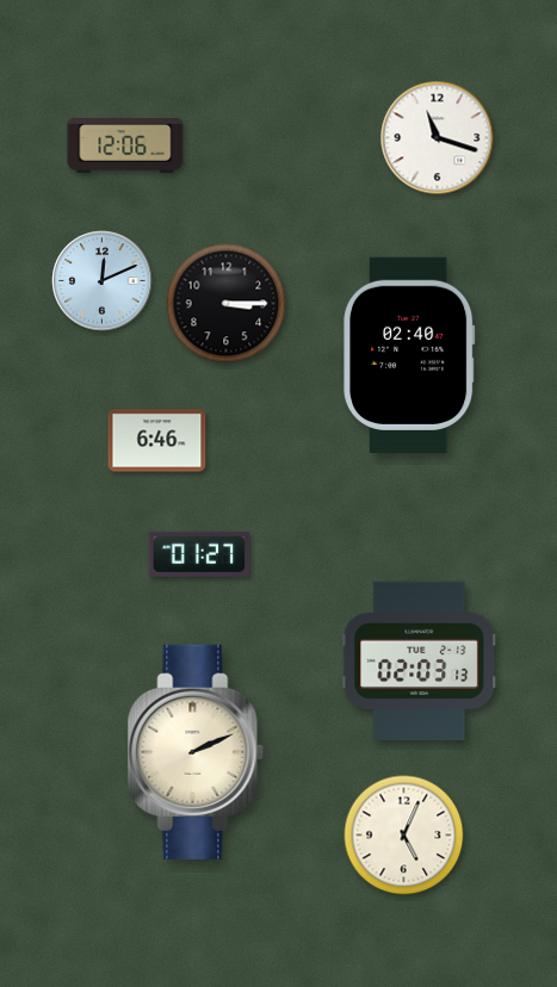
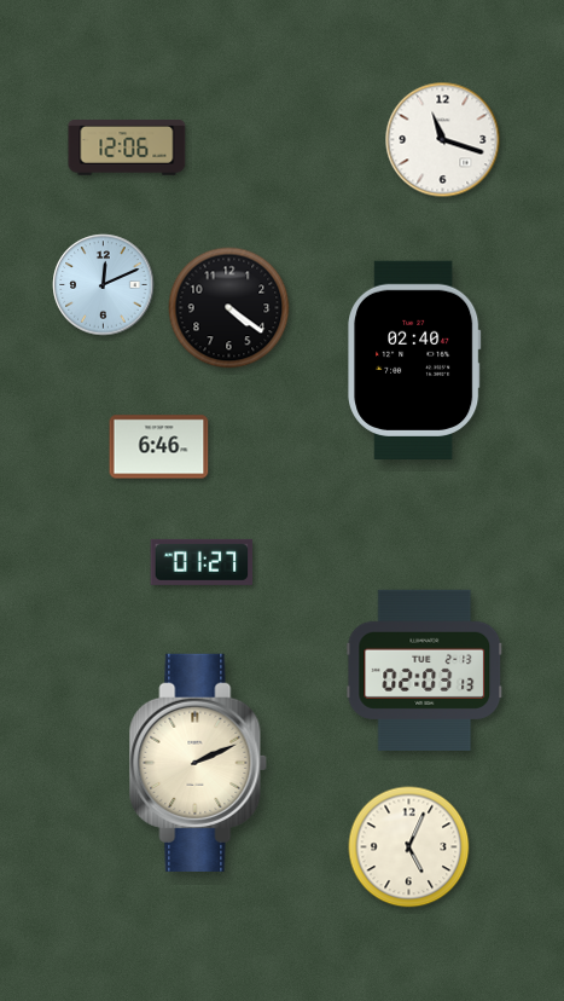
clock at (227, 304): 3:15 -> 4:21
